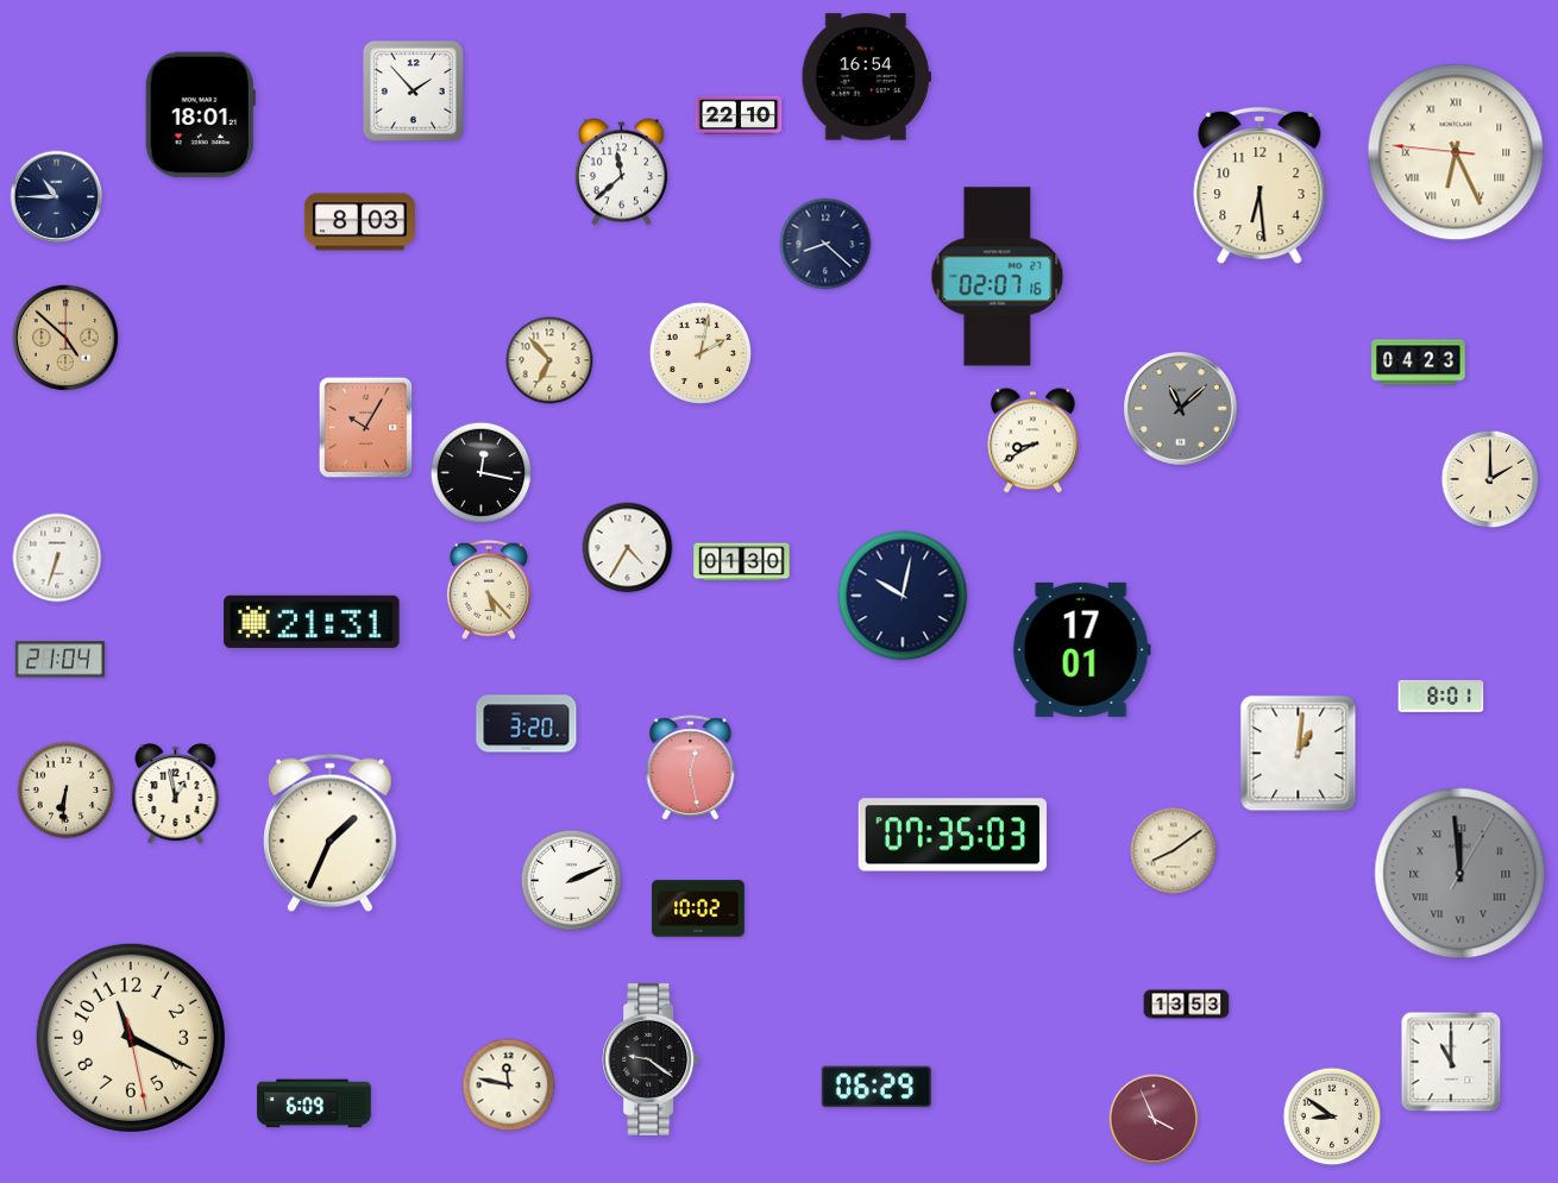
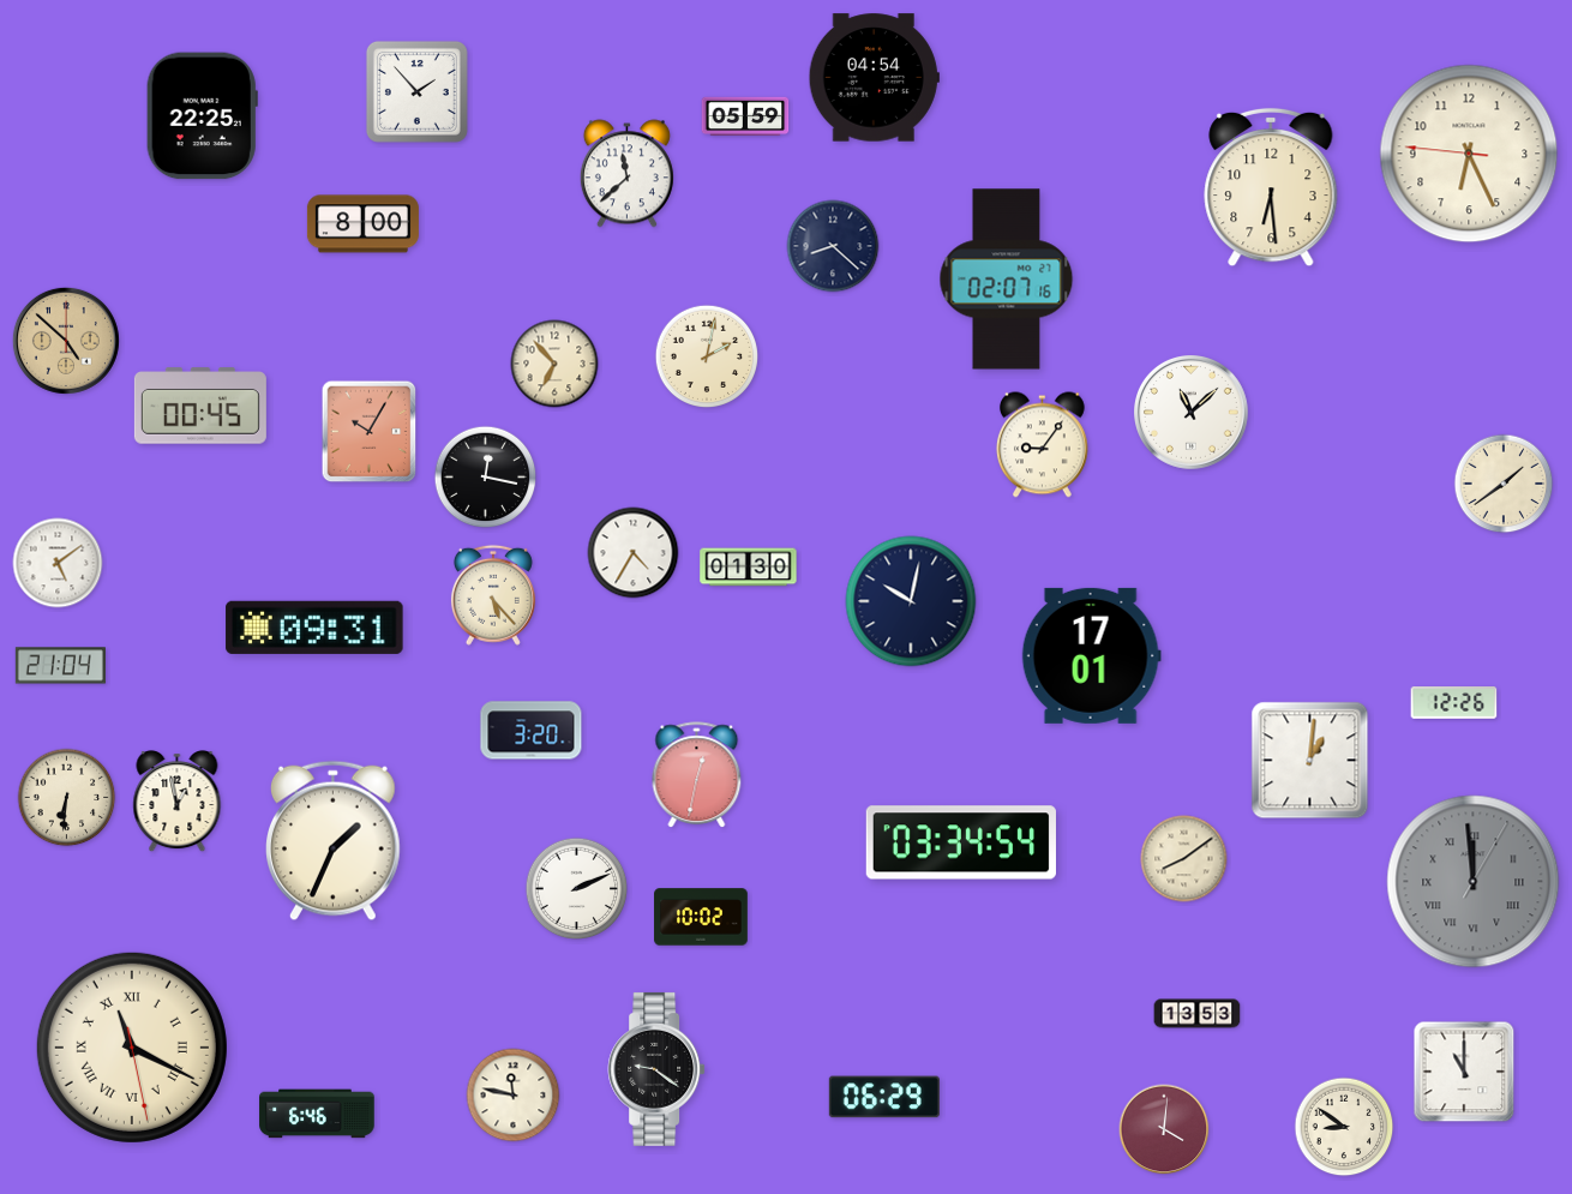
clock at (866, 77): 16:54 -> 04:54
clock at (200, 115): 18:01 -> 22:25
clock at (739, 115): 22:10 -> 05:59
clock at (1456, 152) numerals: Roman -> Arabic
clock at (57, 197): 10:45 -> none
clock at (359, 222): 8:03 -> 8:00
clock at (1419, 363): 04:23 -> none
clock at (200, 406): none -> 00:45
clock at (1181, 409) dial: grey -> white
clock at (1032, 441): 8:40 -> 9:06
clock at (1490, 479): 2:00 -> 1:39
clock at (57, 558): 6:33 -> 5:09
clock at (312, 622): 21:31 -> 09:31
clock at (1441, 697): 8:01 -> 12:26
clock at (691, 768): 12:28 -> 12:32
clock at (951, 835): 07:35 -> 03:34
clock at (698, 908) position: (698, 908) -> (701, 917)
clock at (131, 1038) numerals: Arabic -> Roman
clock at (314, 1103): 6:09 -> 6:46
clock at (1154, 1119): 3:56 -> 4:01
